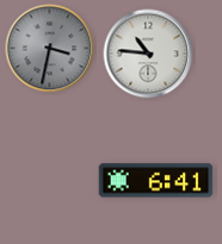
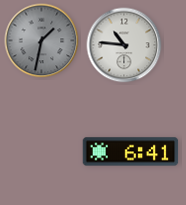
clock at (50, 49): 3:32 -> 1:32
